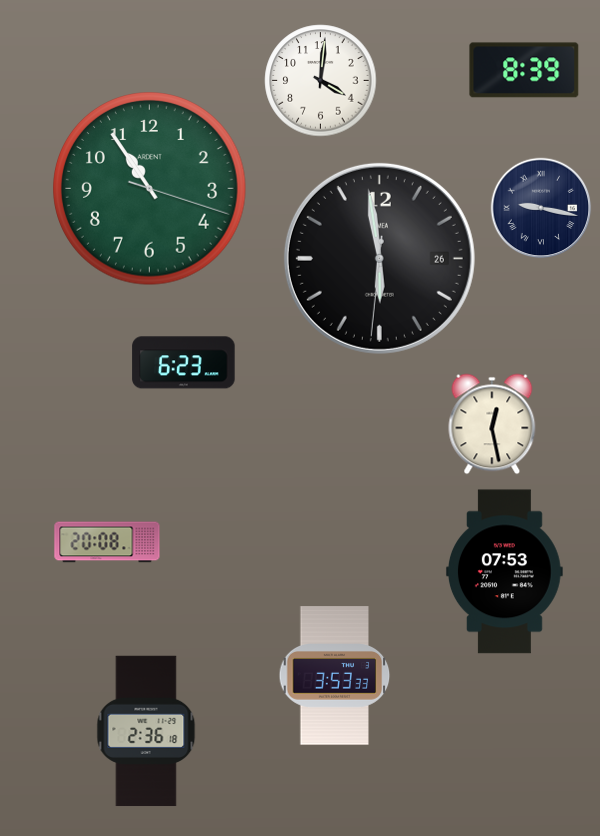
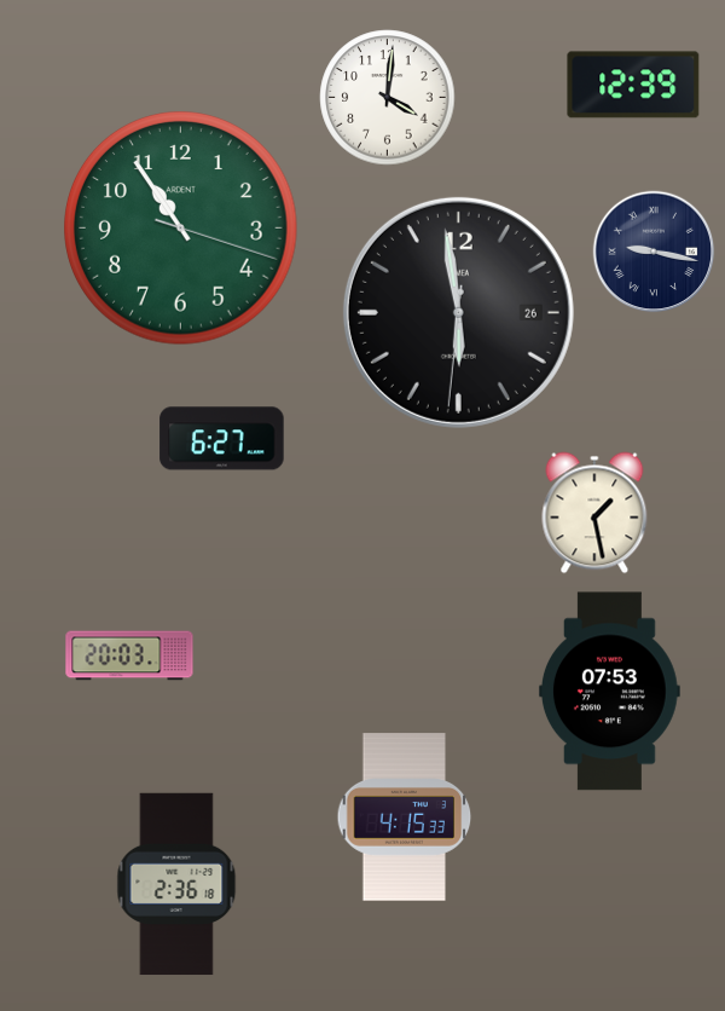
clock at (524, 70): 8:39 -> 12:39
clock at (184, 363): 6:23 -> 6:27
clock at (492, 424): 12:28 -> 1:28
clock at (107, 542): 20:08 -> 20:03
clock at (335, 676): 3:53 -> 4:15
